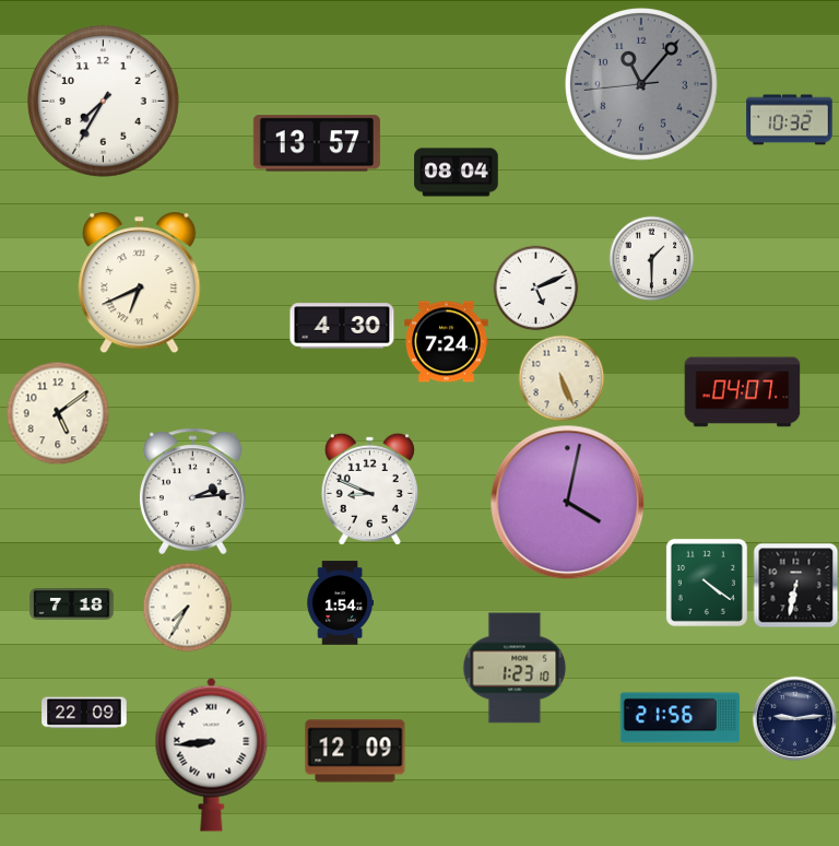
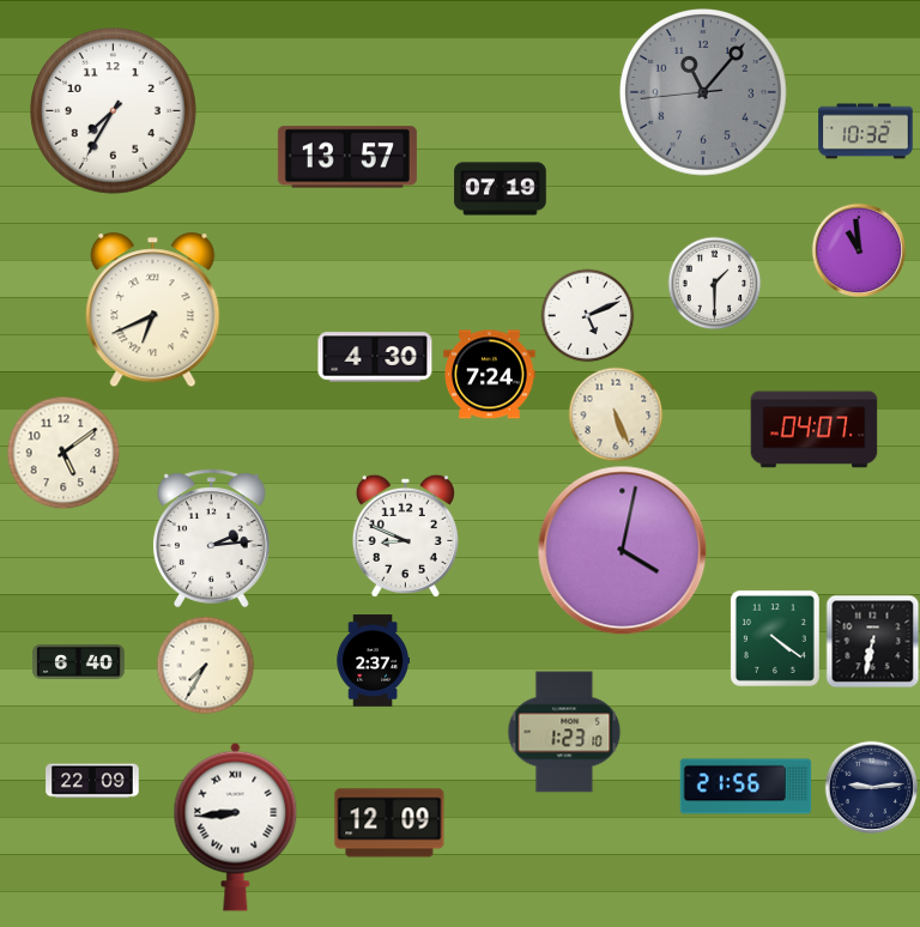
clock at (457, 173): 08:04 -> 07:19
clock at (859, 250): none -> 10:59
clock at (340, 603): 1:54 -> 2:37
clock at (72, 604): 7:18 -> 6:40
clock at (212, 754) position: (212, 754) -> (236, 826)
